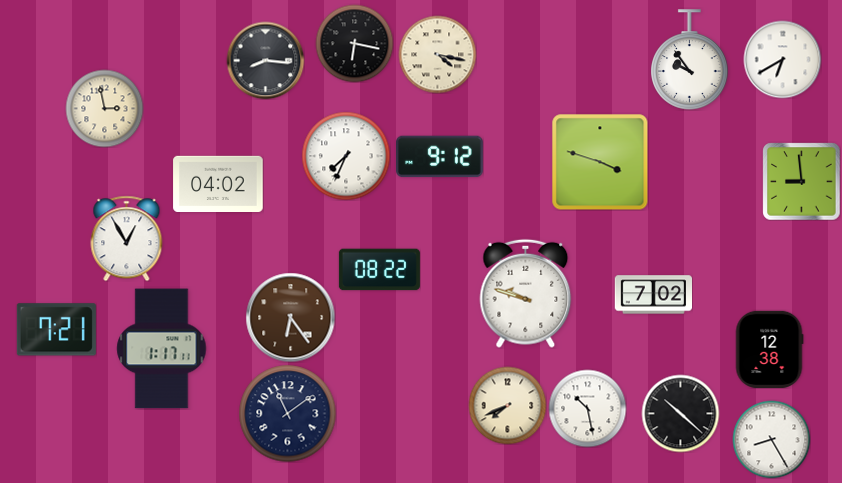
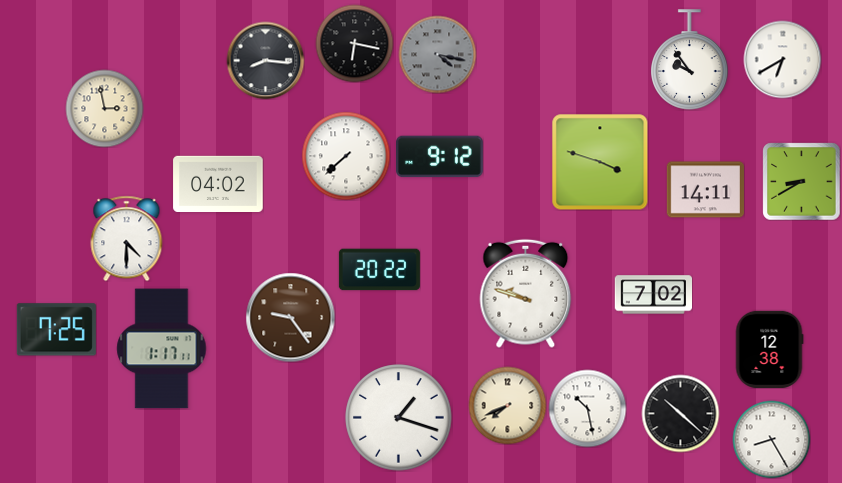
clock at (437, 54) dial: cream -> grey
clock at (346, 156): 7:34 -> 7:38
clock at (801, 181): 8:59 -> 8:40
clock at (705, 190): none -> 14:11
clock at (127, 238): 12:55 -> 4:30
clock at (379, 270): 08:22 -> 20:22
clock at (290, 317): 6:24 -> 9:24
clock at (56, 330): 7:21 -> 7:25
clock at (287, 413): 11:09 -> none
clock at (399, 418): none -> 1:18
